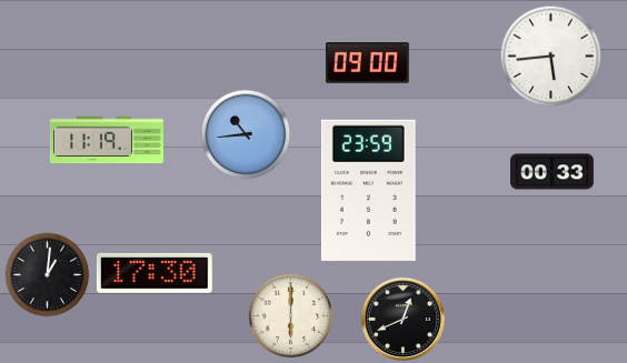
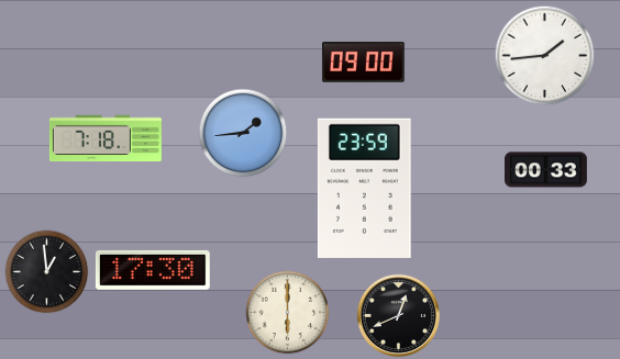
clock at (551, 57): 5:44 -> 1:44
clock at (246, 134): 10:44 -> 1:44
clock at (107, 140): 11:19 -> 7:18
clock at (48, 275): 1:01 -> 12:59
